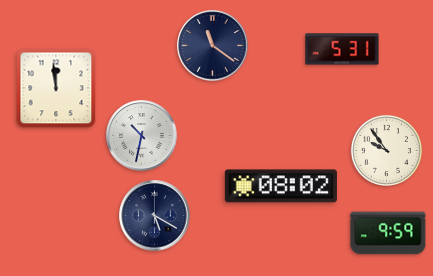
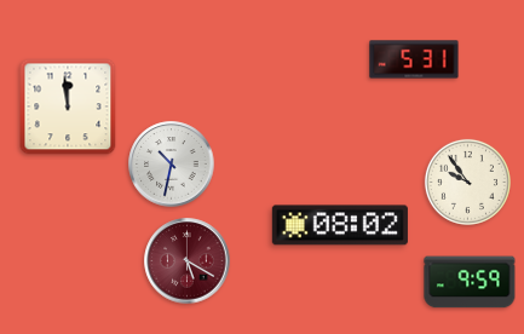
clock at (213, 46): 11:21 -> none
clock at (155, 216) dial: navy -> burgundy
